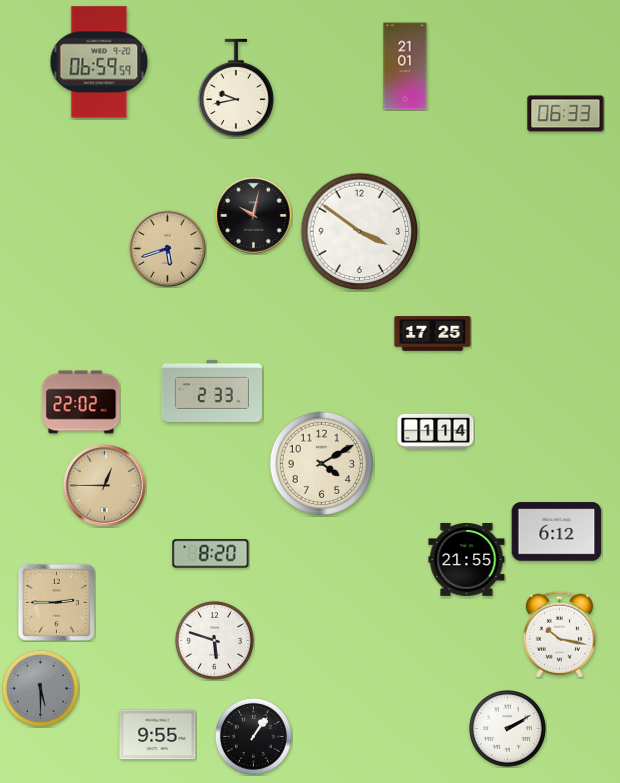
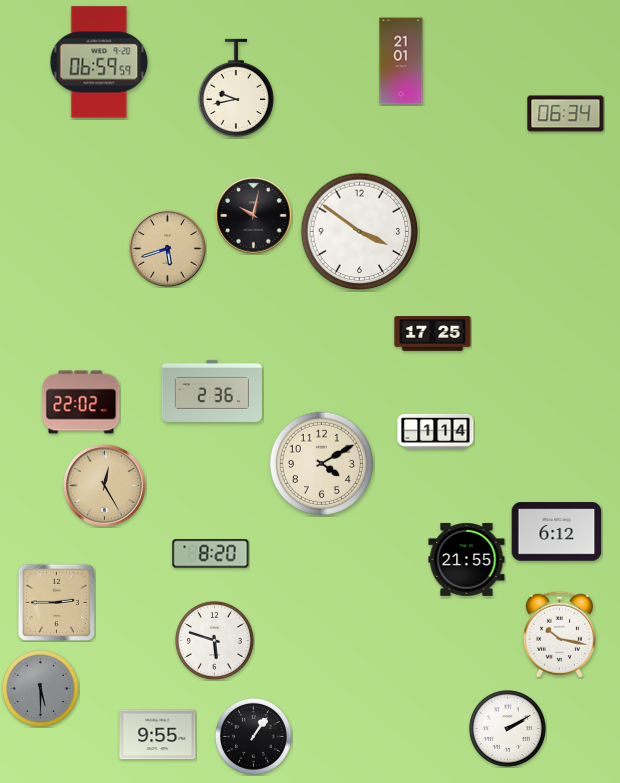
clock at (405, 66) position: (405, 66) -> (401, 61)
clock at (566, 114): 06:33 -> 06:34
clock at (212, 391): 2:33 -> 2:36
clock at (105, 486): 12:45 -> 12:25
